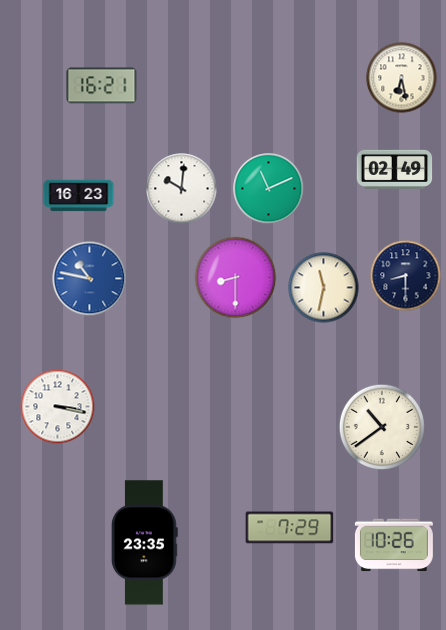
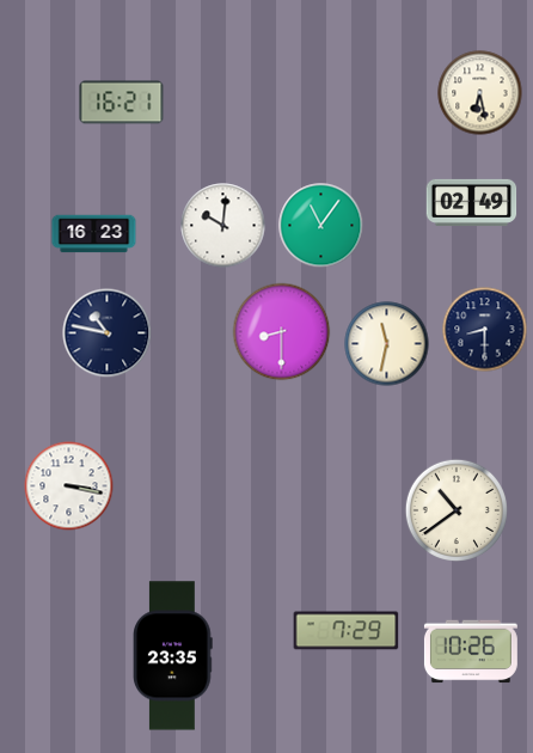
clock at (182, 189) position: (182, 189) -> (223, 226)
clock at (269, 189): 11:11 -> 11:06
clock at (90, 279) dial: blue -> navy
clock at (145, 543) position: (145, 543) -> (173, 656)
